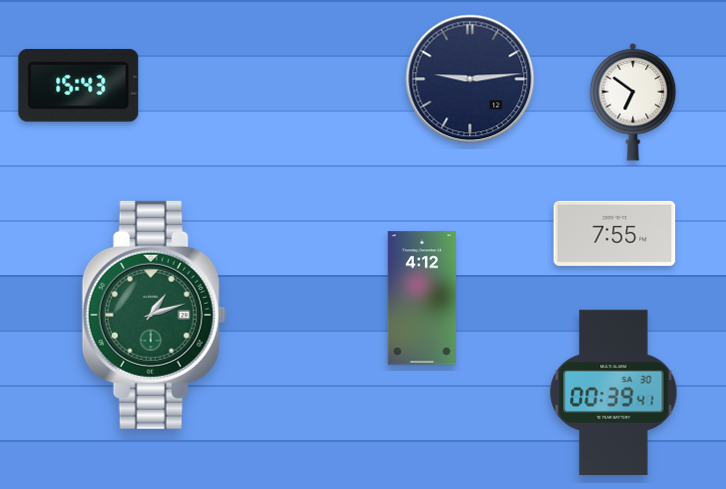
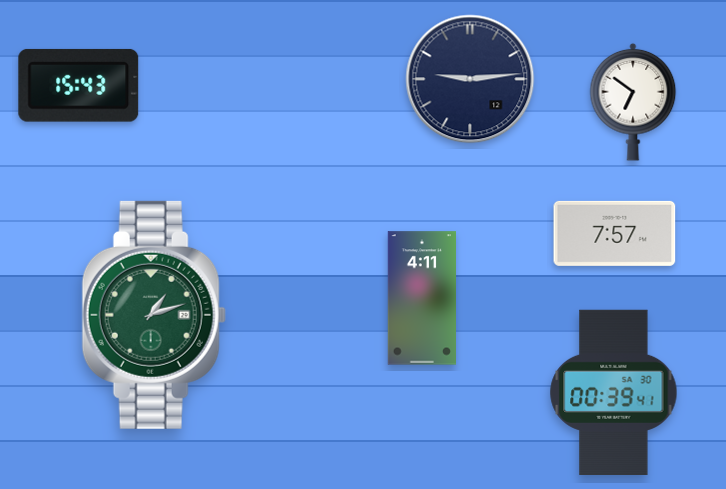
clock at (615, 233): 7:55 -> 7:57
clock at (421, 298): 4:12 -> 4:11
